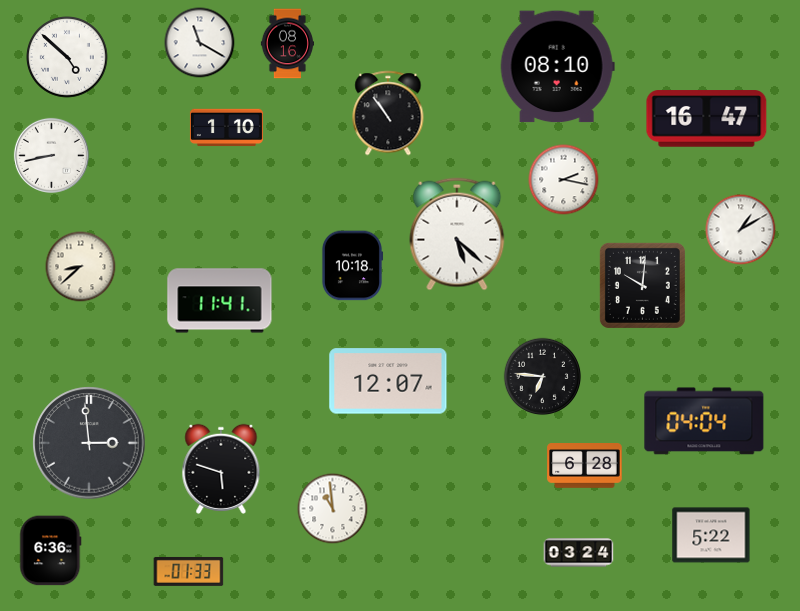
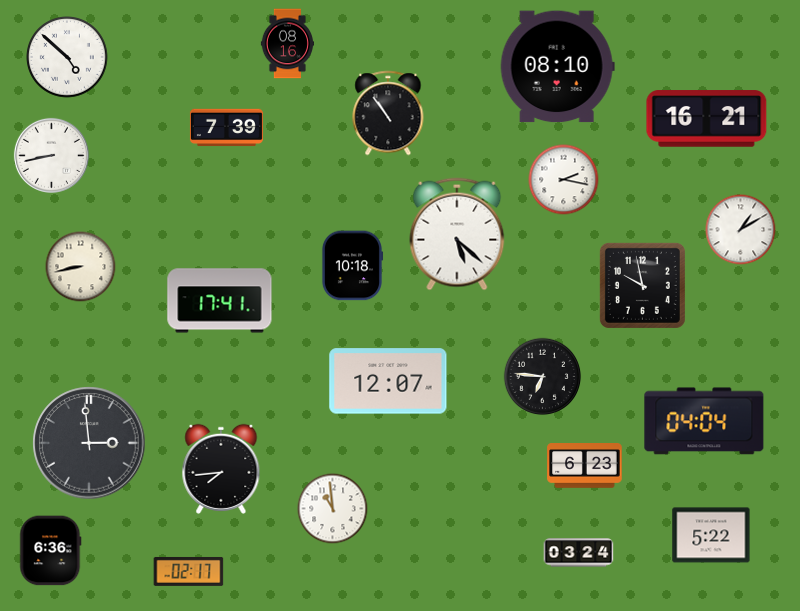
clock at (200, 43): 11:20 -> none
clock at (707, 119): 16:47 -> 16:21
clock at (226, 128): 1:10 -> 7:39
clock at (81, 267): 8:38 -> 8:43
clock at (642, 285): 10:01 -> 9:58
clock at (220, 301): 11:41 -> 17:41
clock at (585, 466): 6:28 -> 6:23
clock at (221, 469): 5:48 -> 7:44
clock at (189, 571): 01:33 -> 02:17
